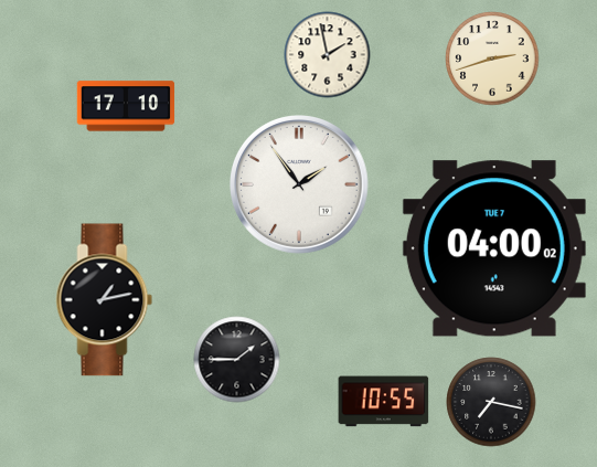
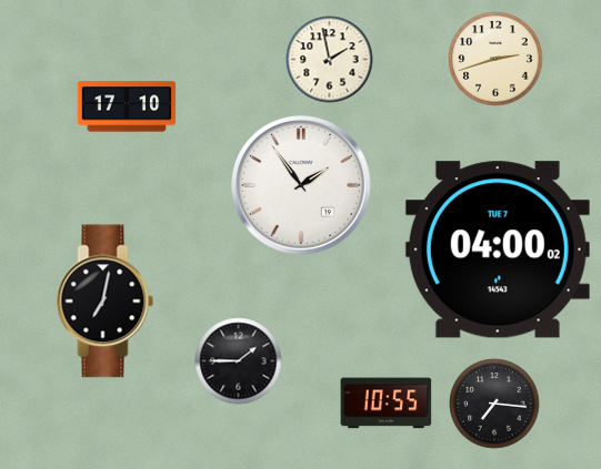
clock at (327, 54) position: (327, 54) -> (329, 59)
clock at (105, 300): 1:13 -> 7:02
clock at (491, 402): 7:17 -> 7:16
